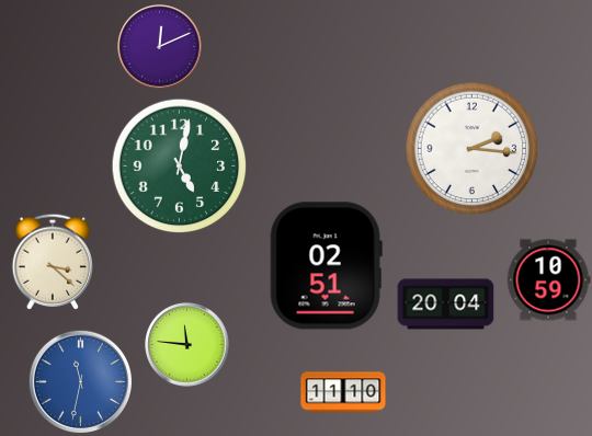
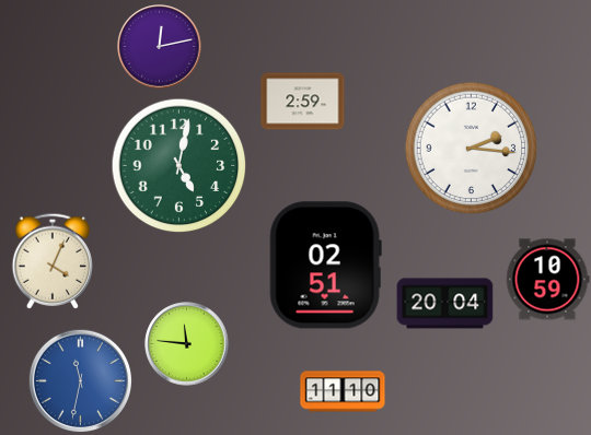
clock at (160, 47): 12:11 -> 12:13
clock at (303, 102): none -> 2:59
clock at (52, 262): 3:22 -> 4:04
